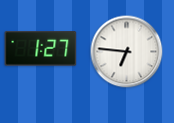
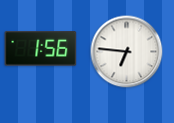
clock at (41, 49): 1:27 -> 1:56
